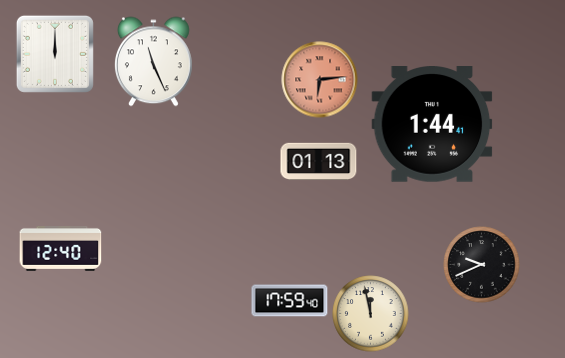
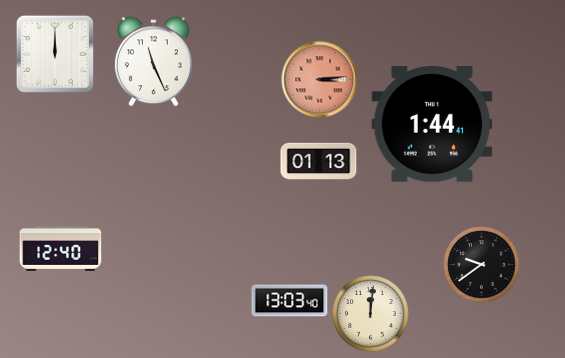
clock at (320, 80): 6:14 -> 3:14
clock at (482, 265): 9:41 -> 9:39
clock at (290, 301): 17:59 -> 13:03
clock at (371, 314): 11:58 -> 12:01
